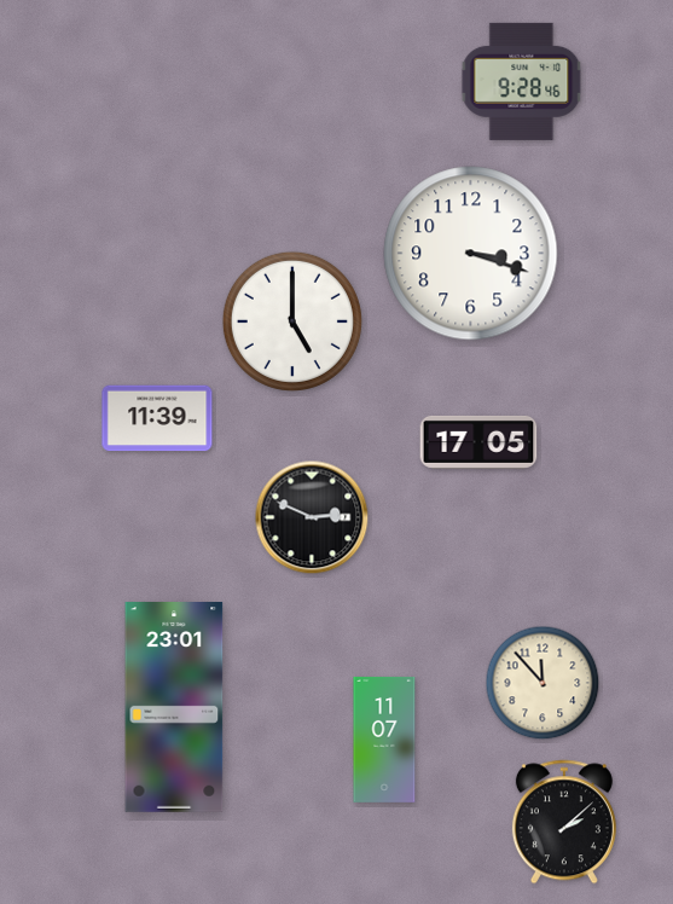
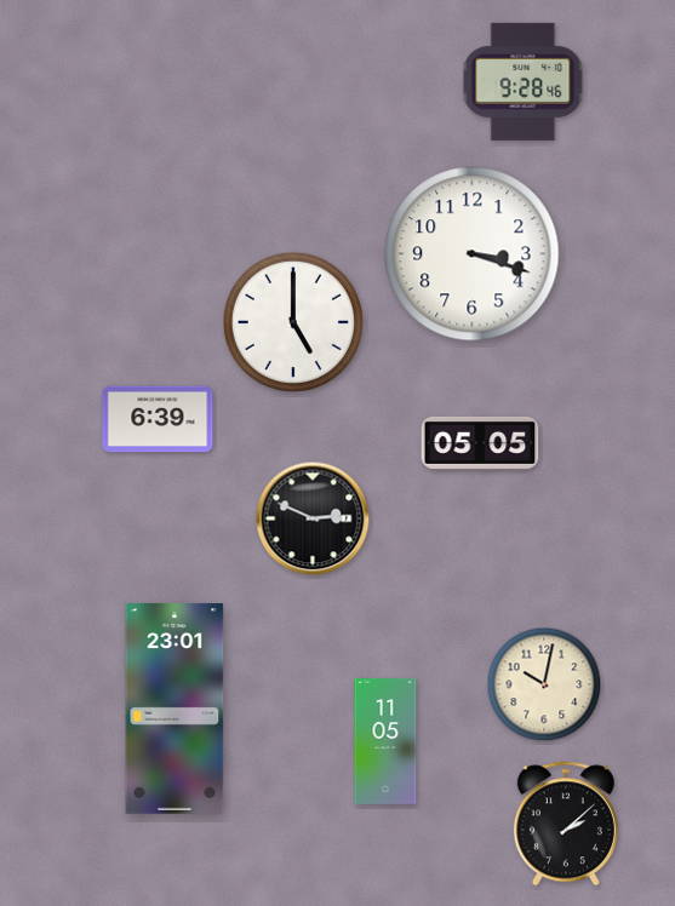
clock at (157, 418): 11:39 -> 6:39
clock at (478, 442): 17:05 -> 05:05
clock at (543, 683): 11:53 -> 10:02
clock at (384, 740): 11:07 -> 11:05
